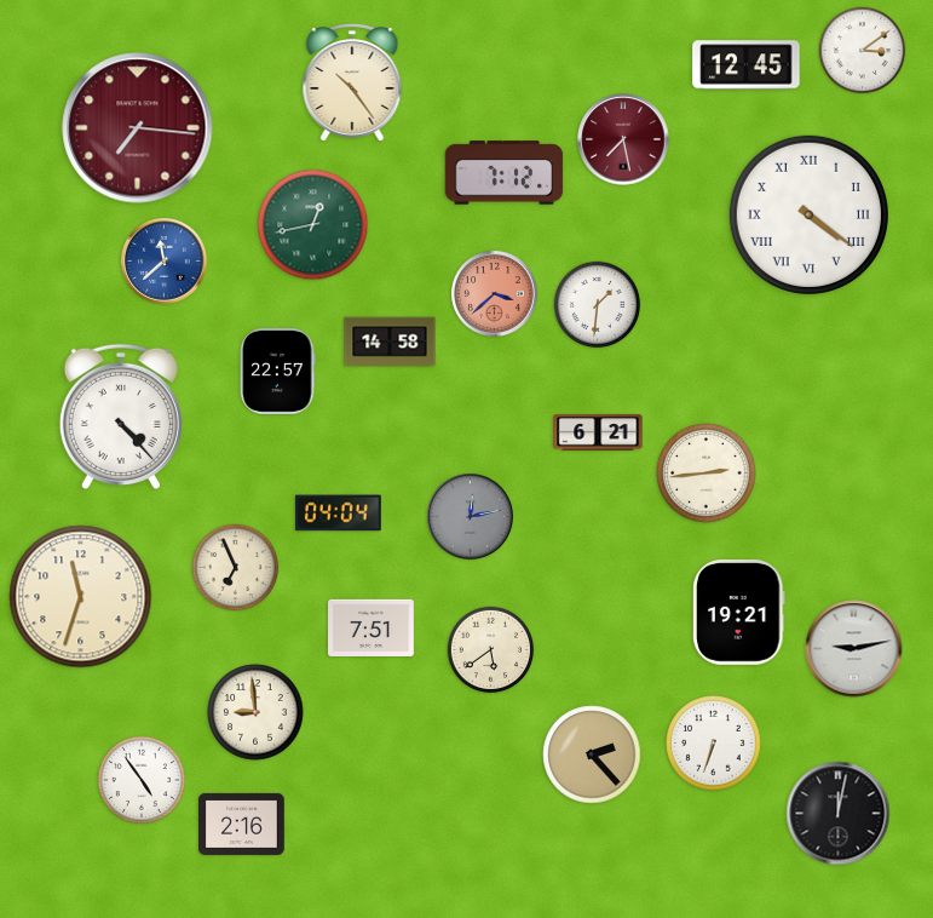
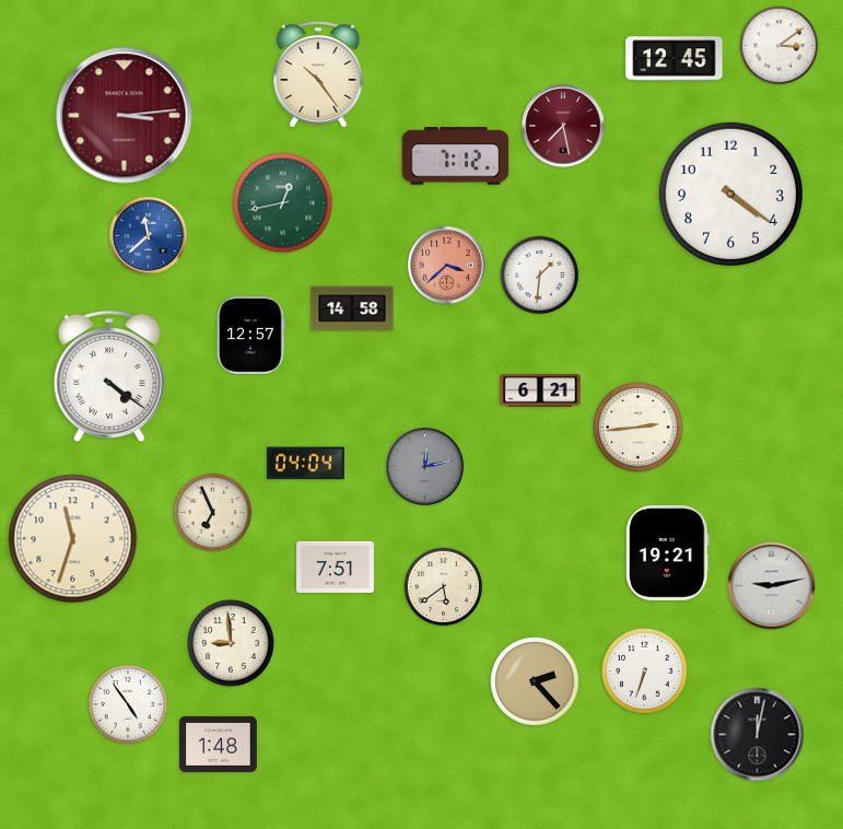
clock at (138, 128): 7:16 -> 3:14
clock at (808, 214) numerals: Roman -> Arabic
clock at (278, 372): 22:57 -> 12:57
clock at (121, 417): 4:23 -> 4:21
clock at (242, 824): 2:16 -> 1:48
